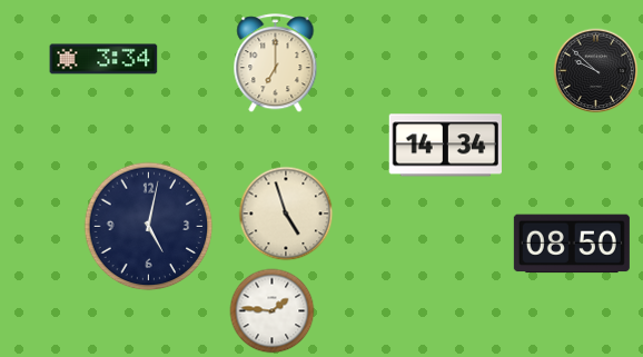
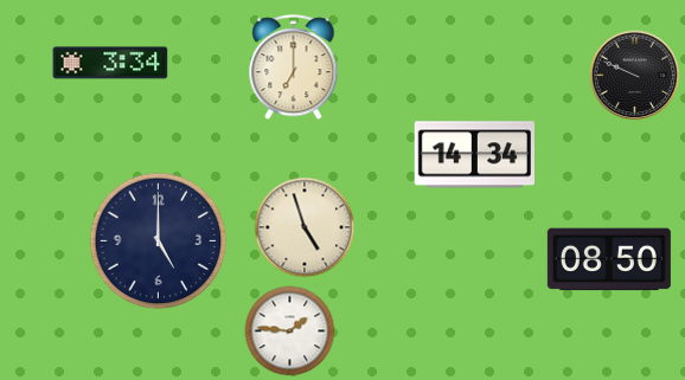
clock at (596, 71): 9:52 -> 9:49
clock at (149, 227): 5:02 -> 5:00
